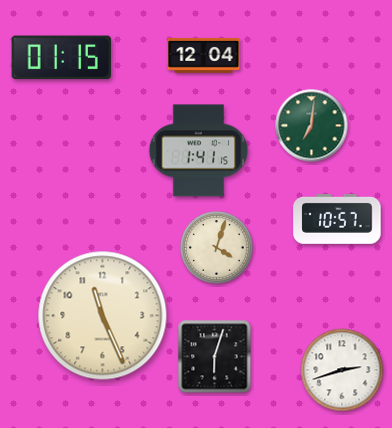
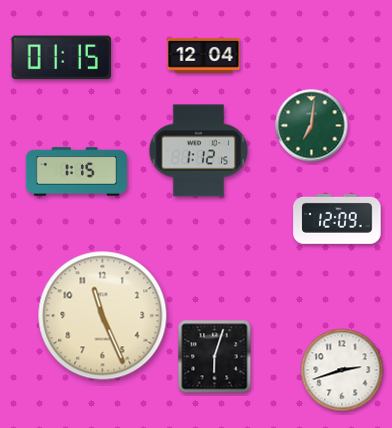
clock at (199, 151): 1:41 -> 1:12
clock at (76, 172): none -> 1:15
clock at (337, 219): 10:57 -> 12:09
clock at (217, 248): 4:03 -> none
